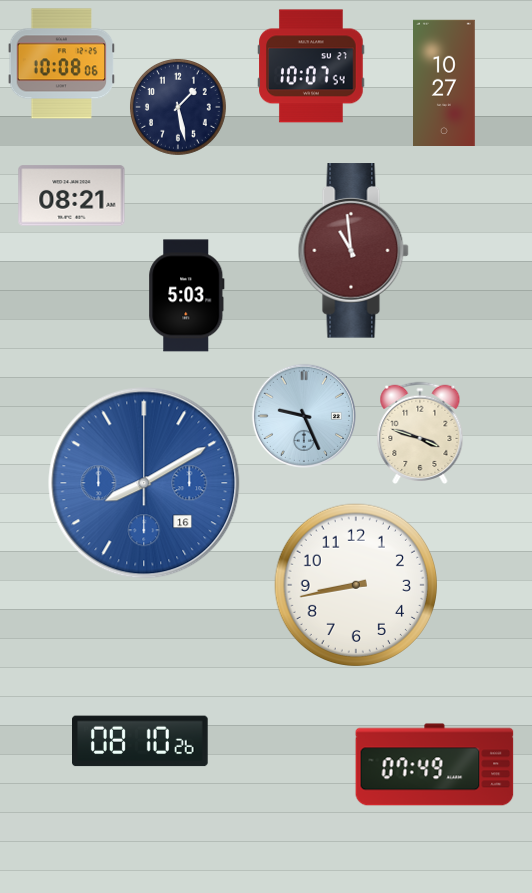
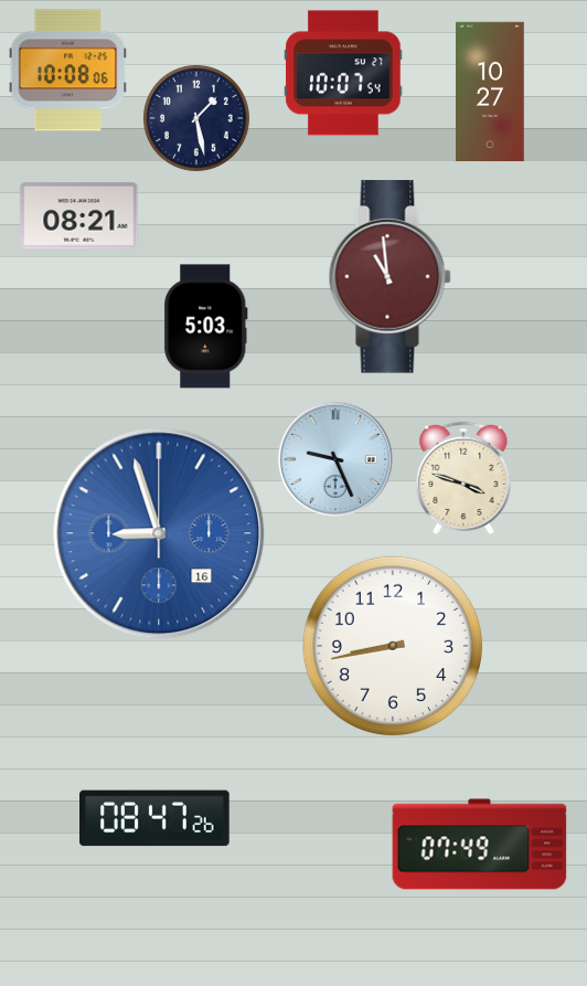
clock at (144, 483): 8:10 -> 8:57
clock at (141, 741): 08:10 -> 08:47
